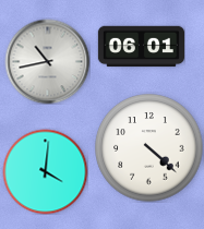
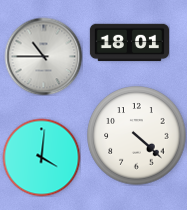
clock at (141, 47): 06:01 -> 18:01
clock at (47, 61): 10:43 -> 10:45
